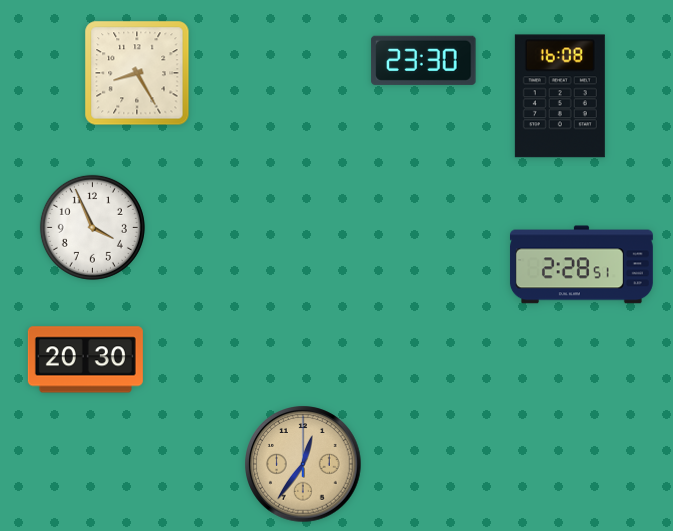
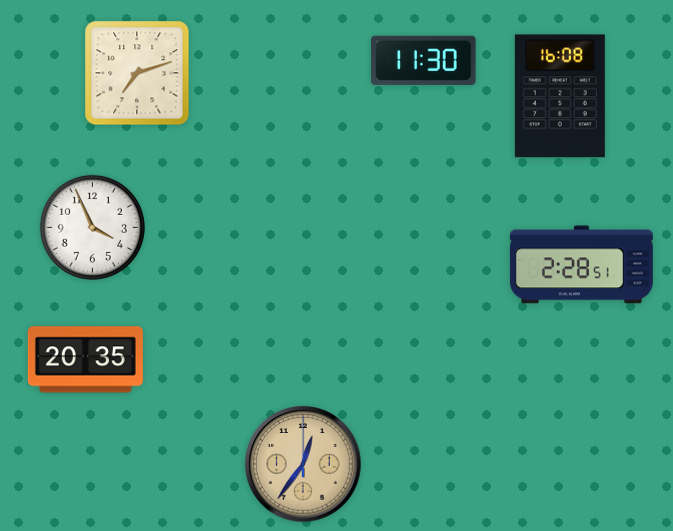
clock at (424, 60): 23:30 -> 11:30
clock at (137, 73): 8:25 -> 7:12
clock at (85, 360): 20:30 -> 20:35
